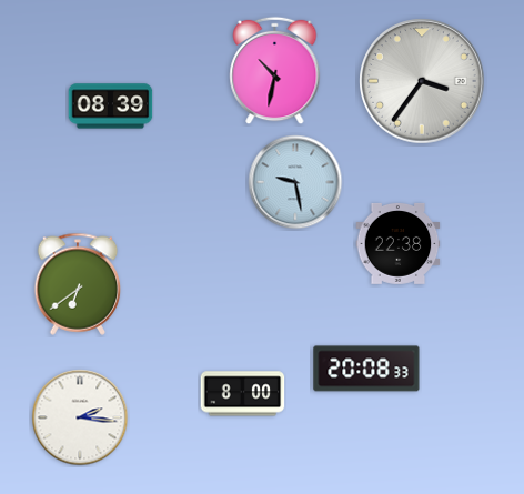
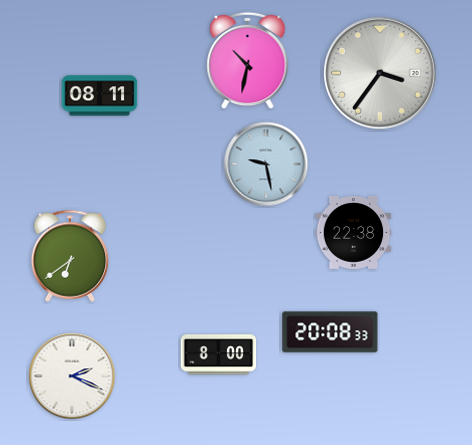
clock at (275, 71) position: (275, 71) -> (248, 61)
clock at (111, 107): 08:39 -> 08:11
clock at (399, 244) position: (399, 244) -> (354, 233)
clock at (80, 417): 2:16 -> 2:19
